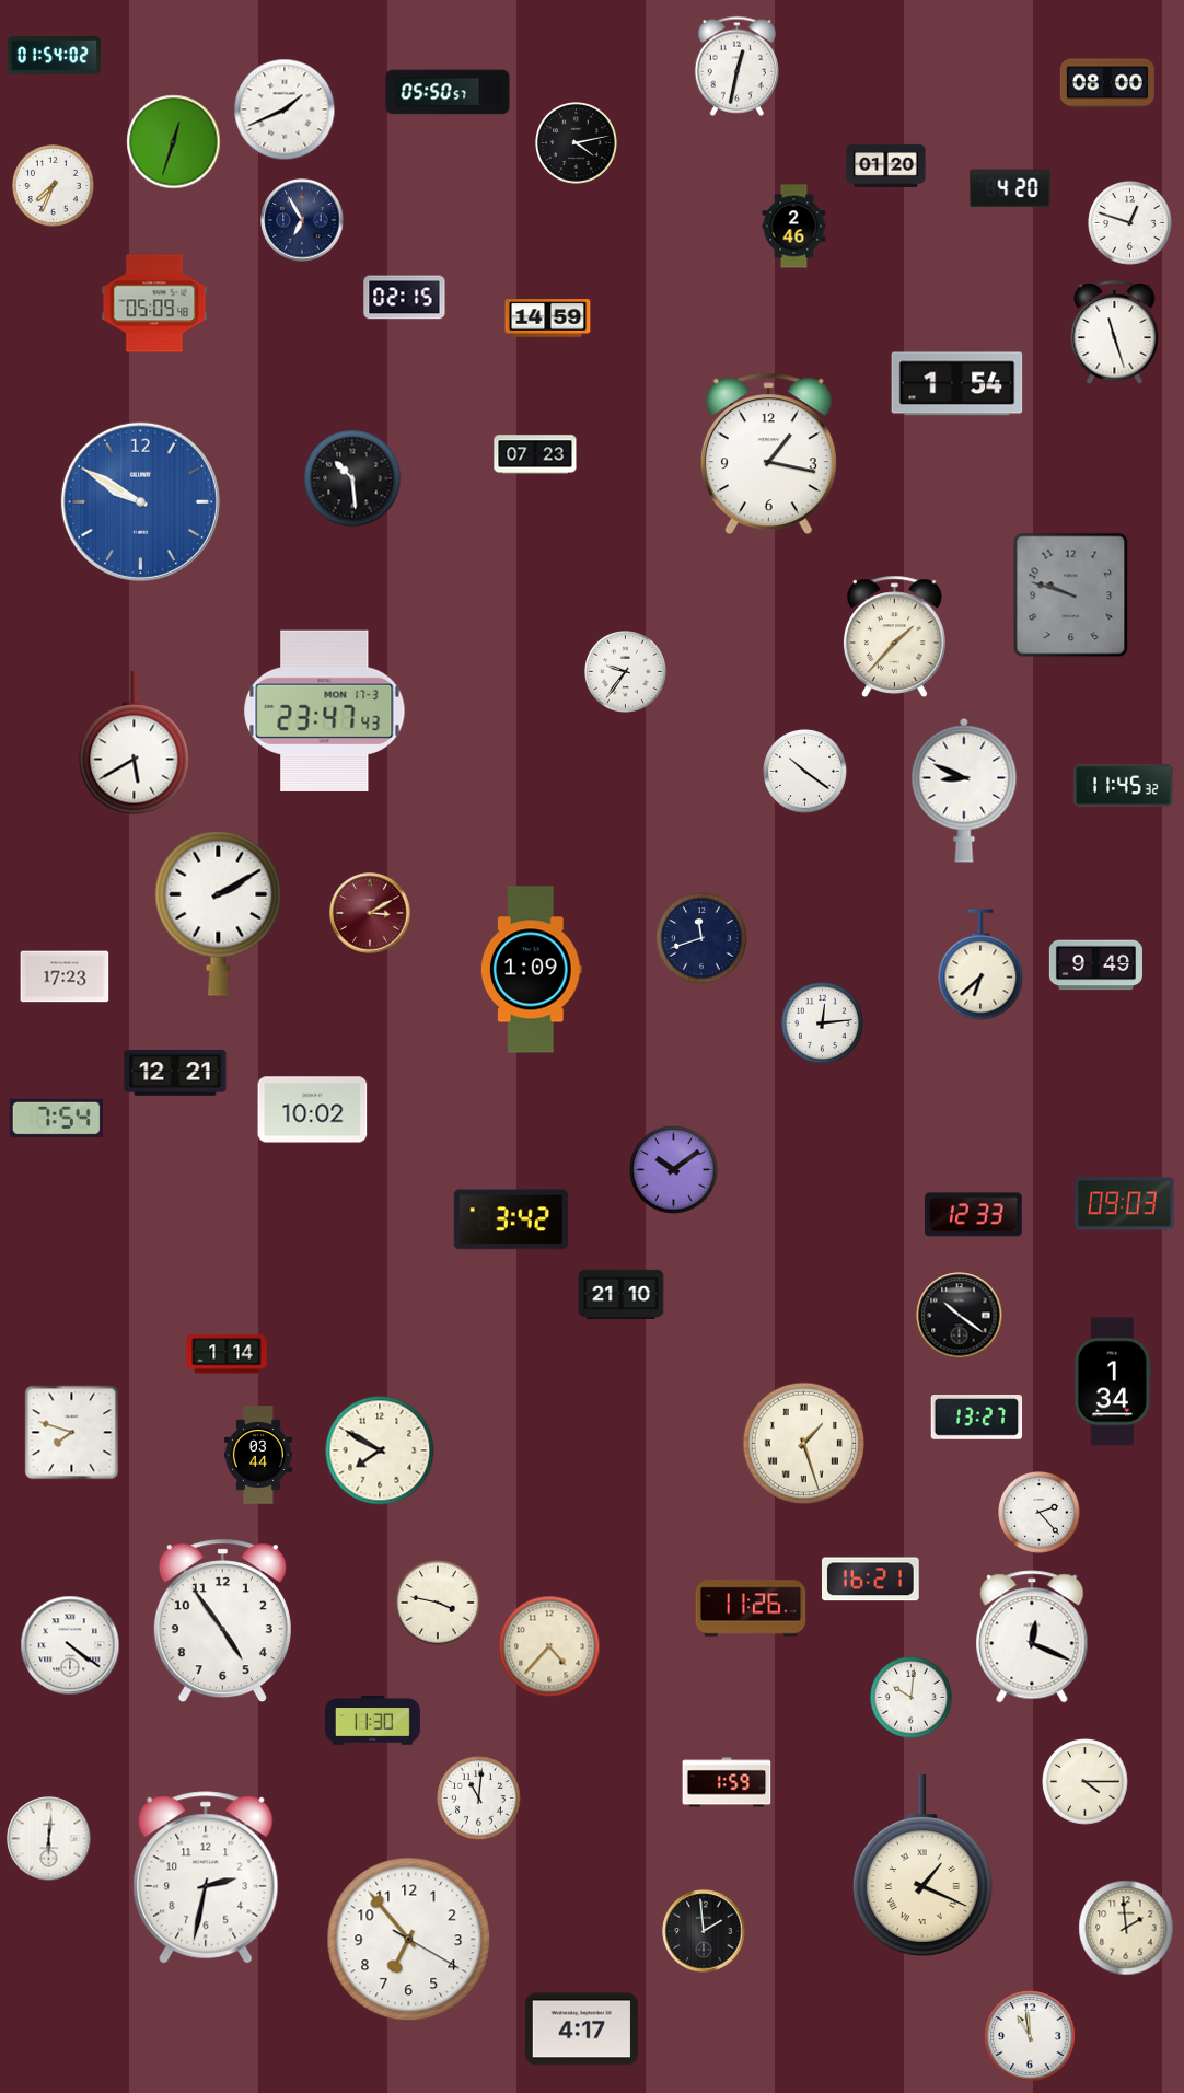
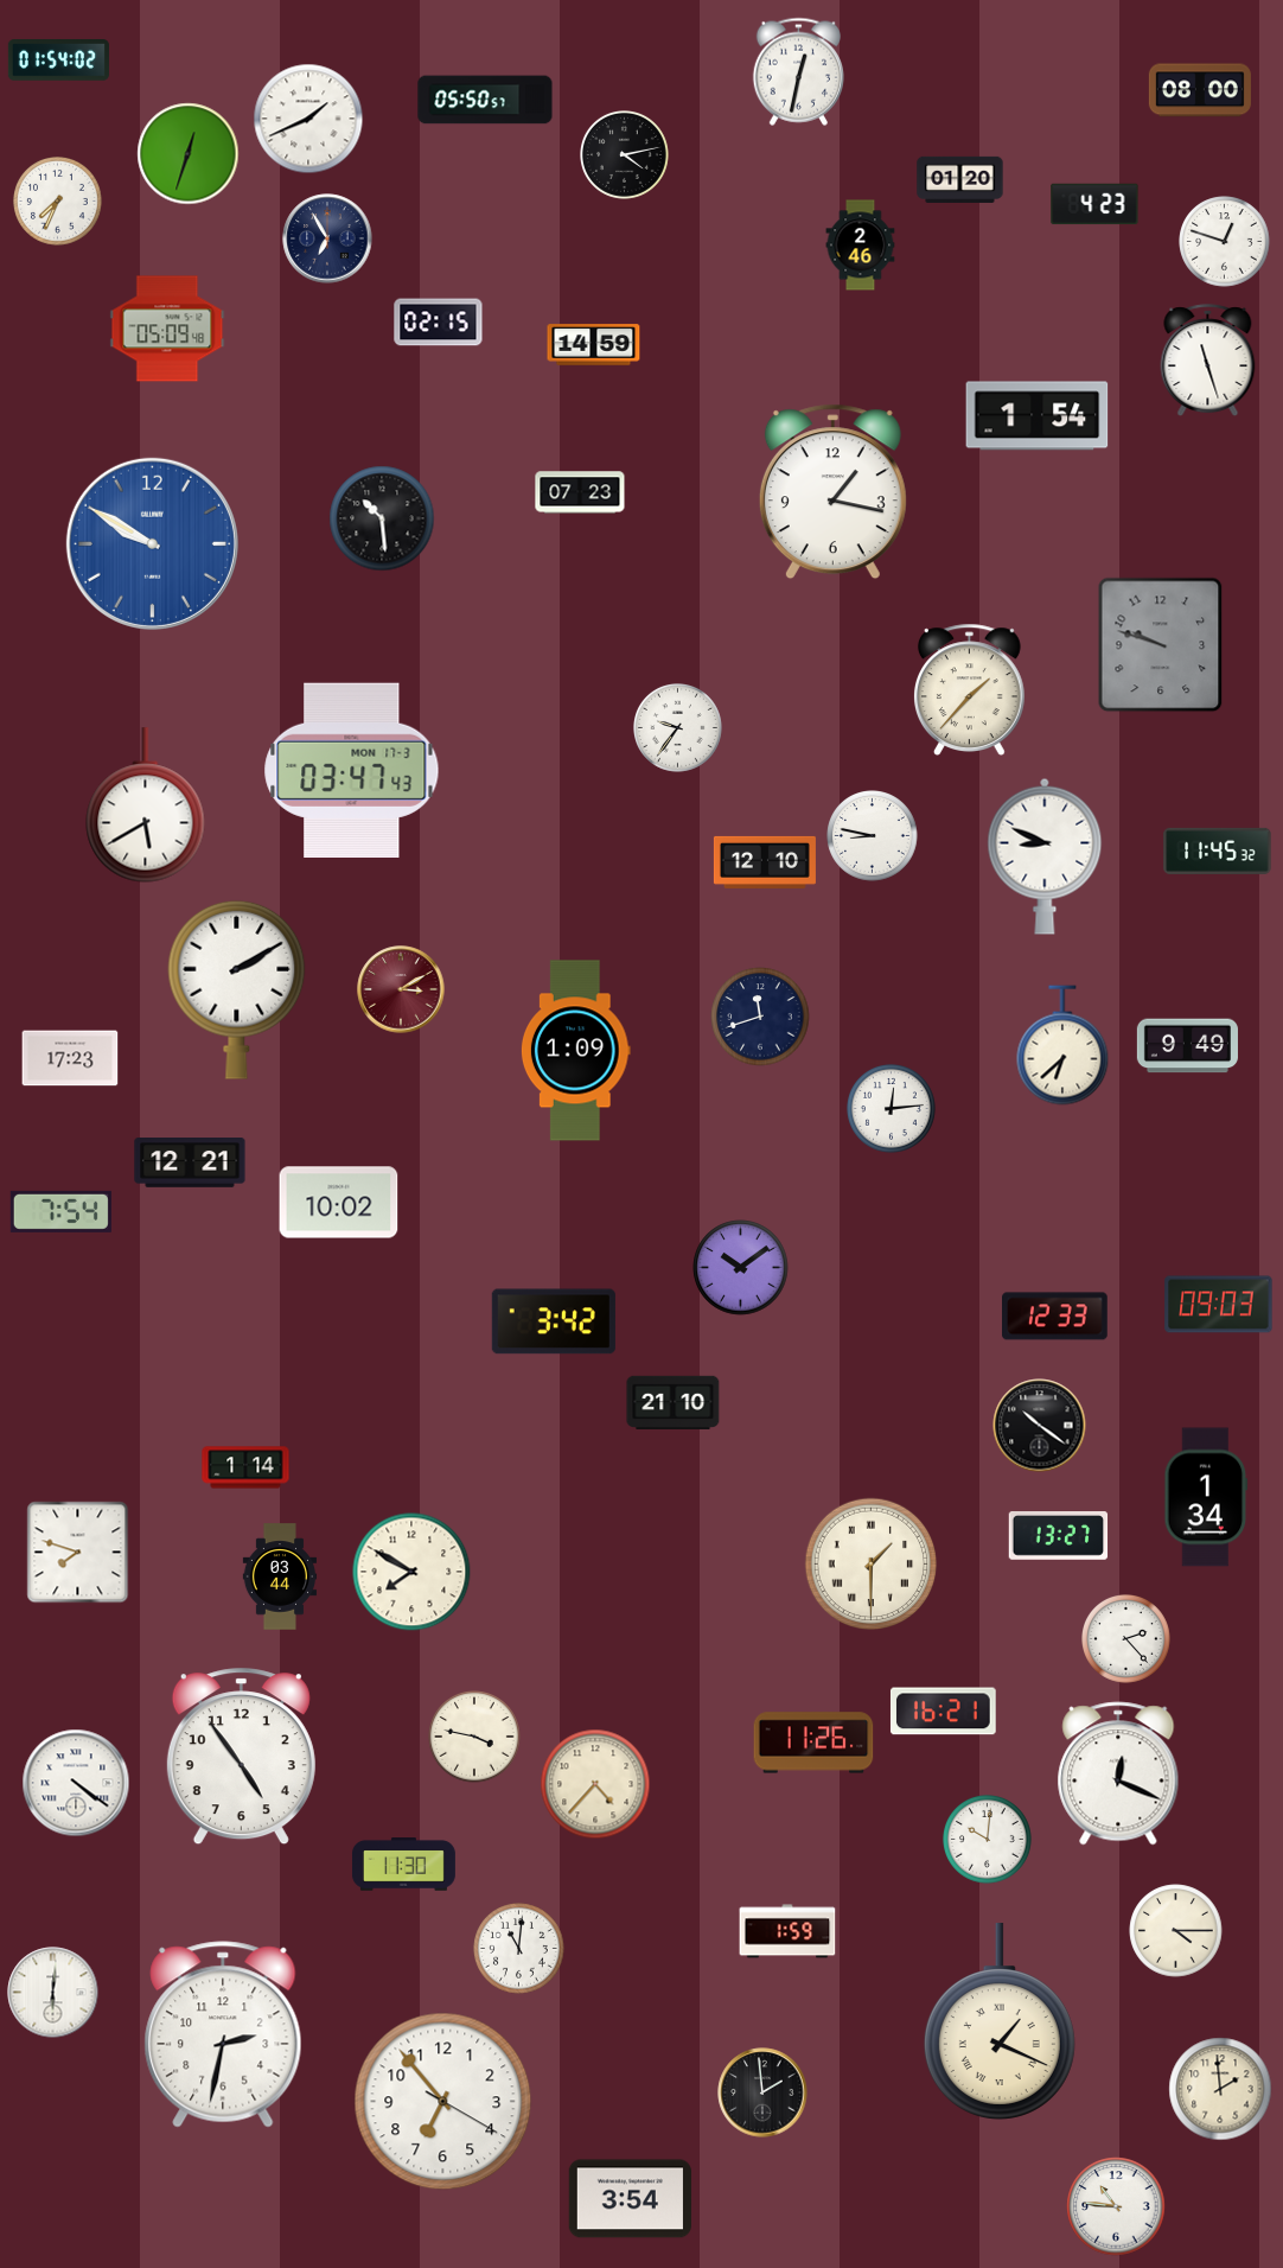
clock at (1010, 188): 4:20 -> 4:23
clock at (325, 710): 23:47 -> 03:47
clock at (805, 772): 10:21 -> 8:47
clock at (765, 862): none -> 12:10
clock at (674, 1170) position: (674, 1170) -> (741, 1268)
clock at (804, 1444): 1:27 -> 1:30
clock at (581, 2030): 4:17 -> 3:54
clock at (1030, 2036): 10:59 -> 10:46
